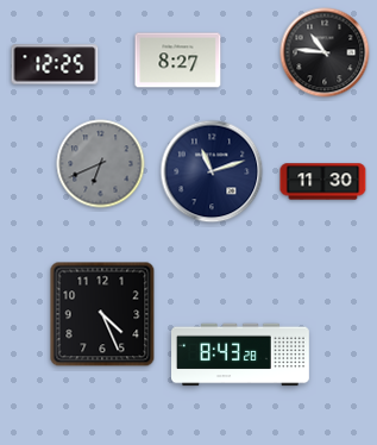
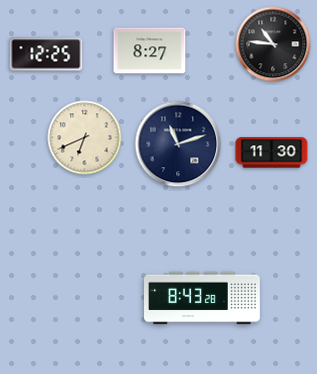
clock at (101, 164) dial: grey -> cream
clock at (102, 314): 4:26 -> none
